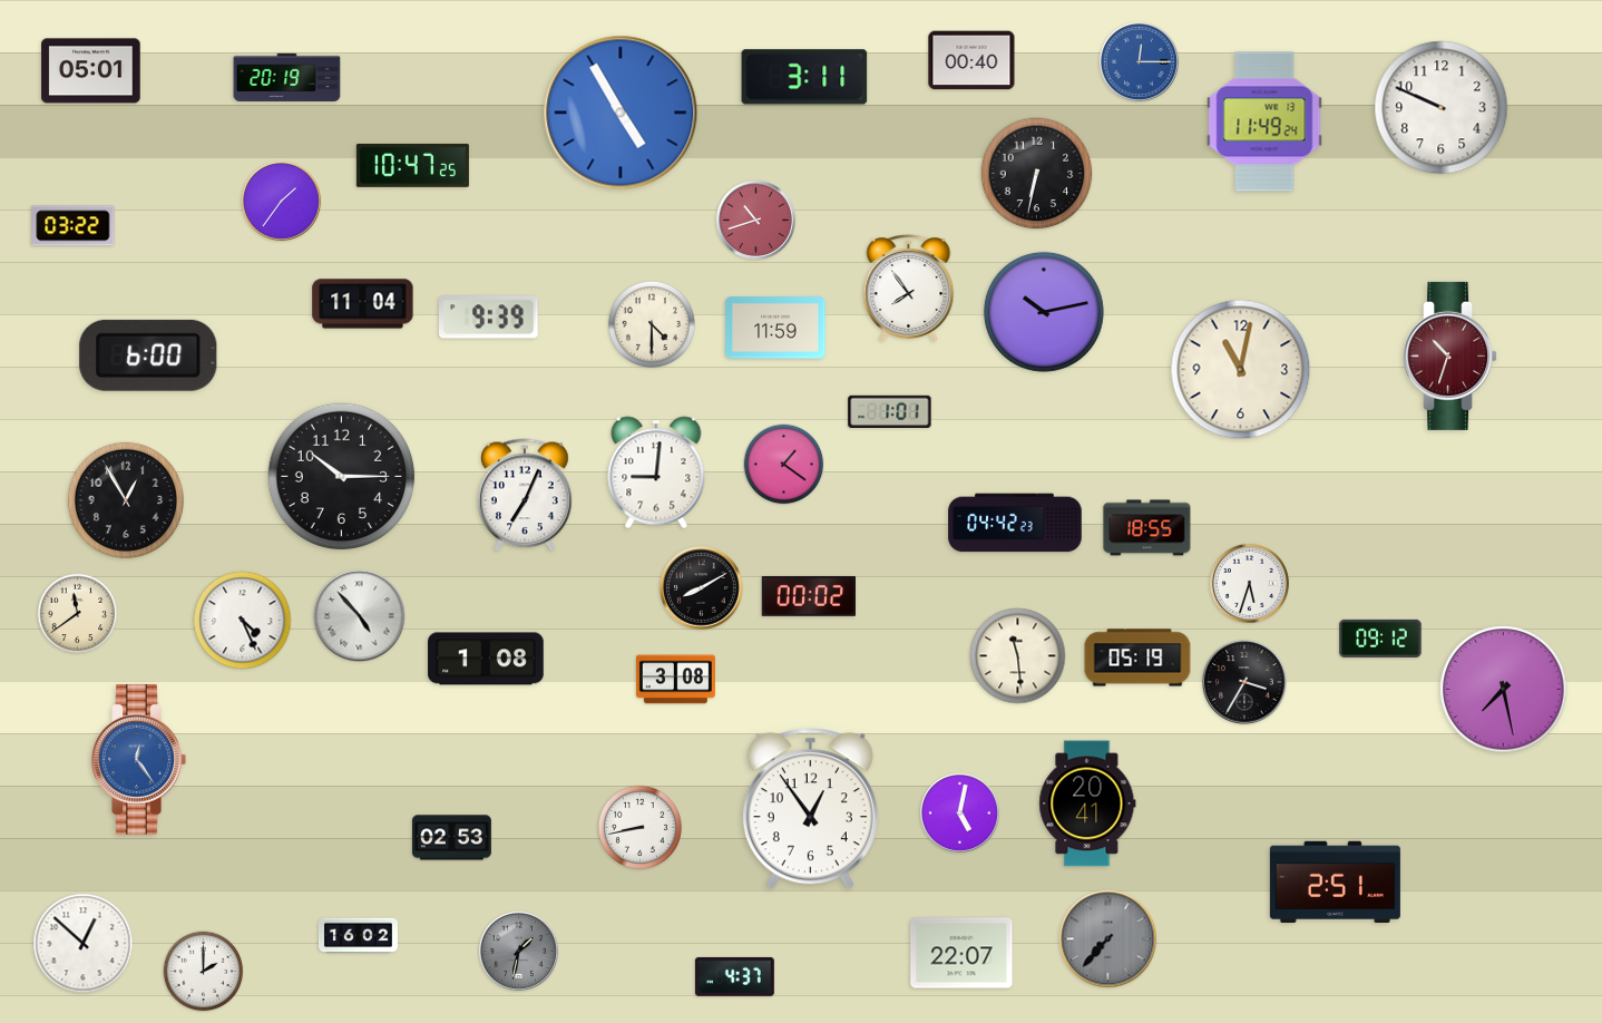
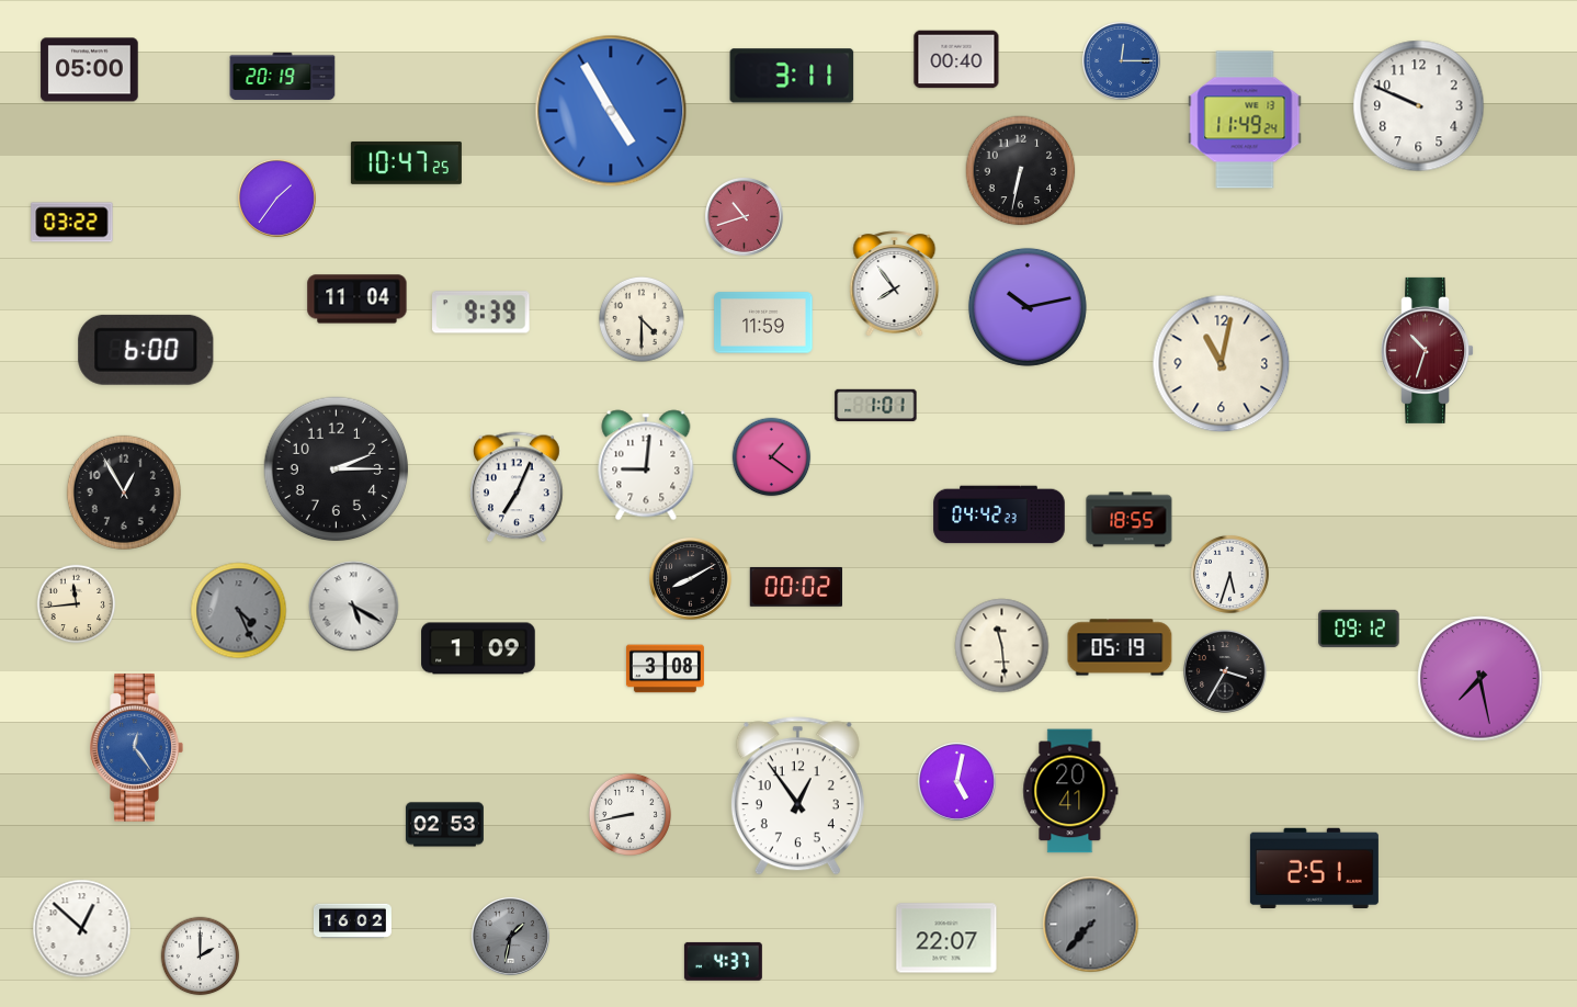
clock at (91, 71): 05:01 -> 05:00
clock at (342, 477): 10:15 -> 2:15
clock at (78, 614): 11:39 -> 11:44
clock at (360, 616): 4:53 -> 5:20
clock at (243, 621) dial: white -> grey
clock at (486, 659): 1:08 -> 1:09
clock at (959, 812) position: (959, 812) -> (956, 781)
